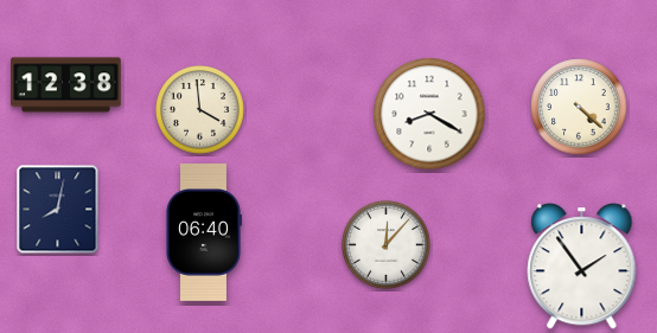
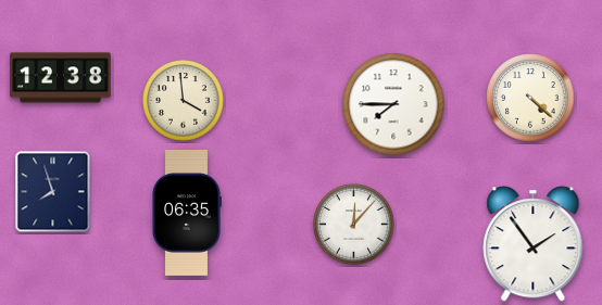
clock at (429, 114): 8:20 -> 7:45
clock at (58, 210): 8:02 -> 7:57
clock at (204, 233): 06:40 -> 06:35
